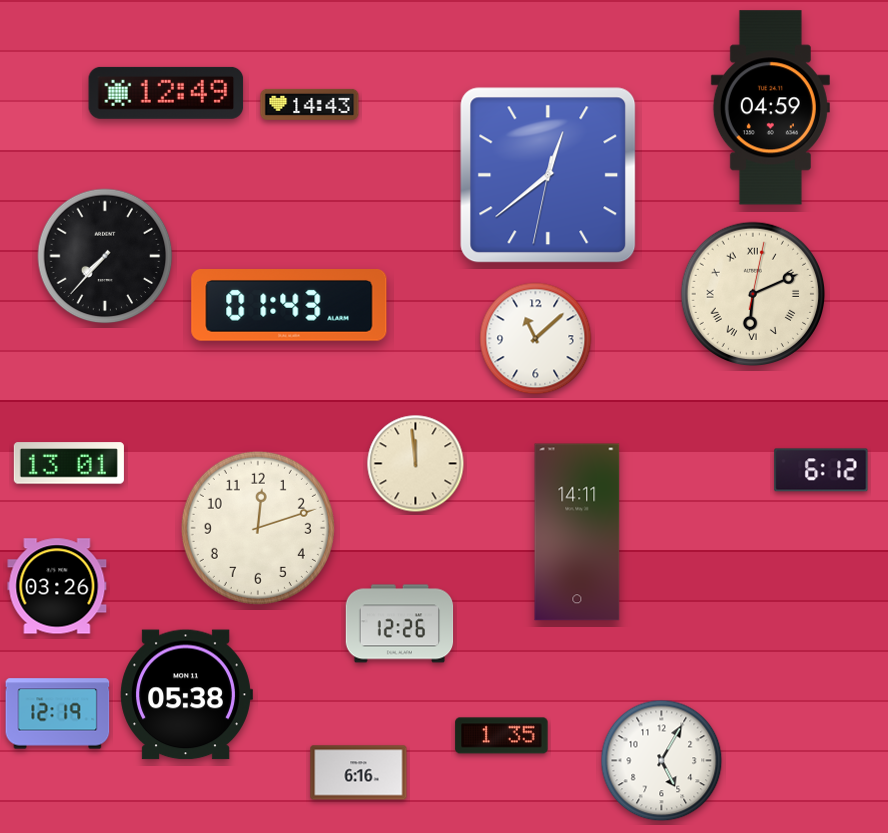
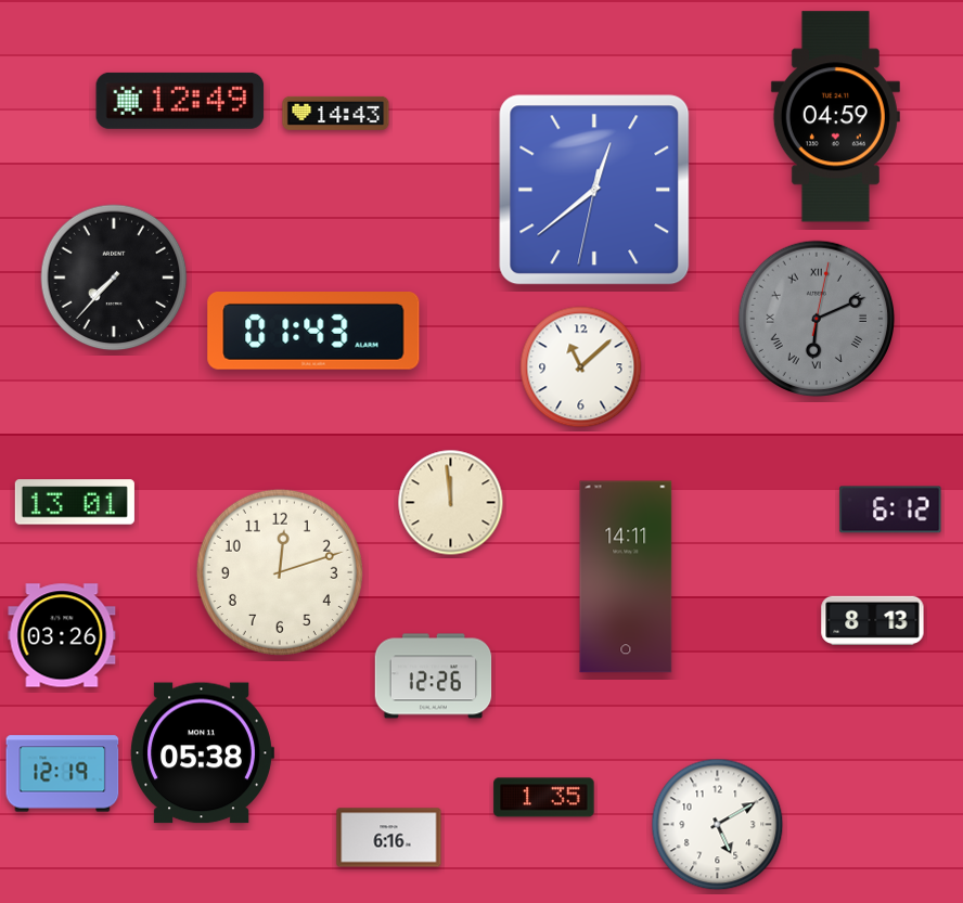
clock at (752, 293) dial: cream -> grey
clock at (873, 620): none -> 8:13
clock at (662, 761): 5:05 -> 5:10
